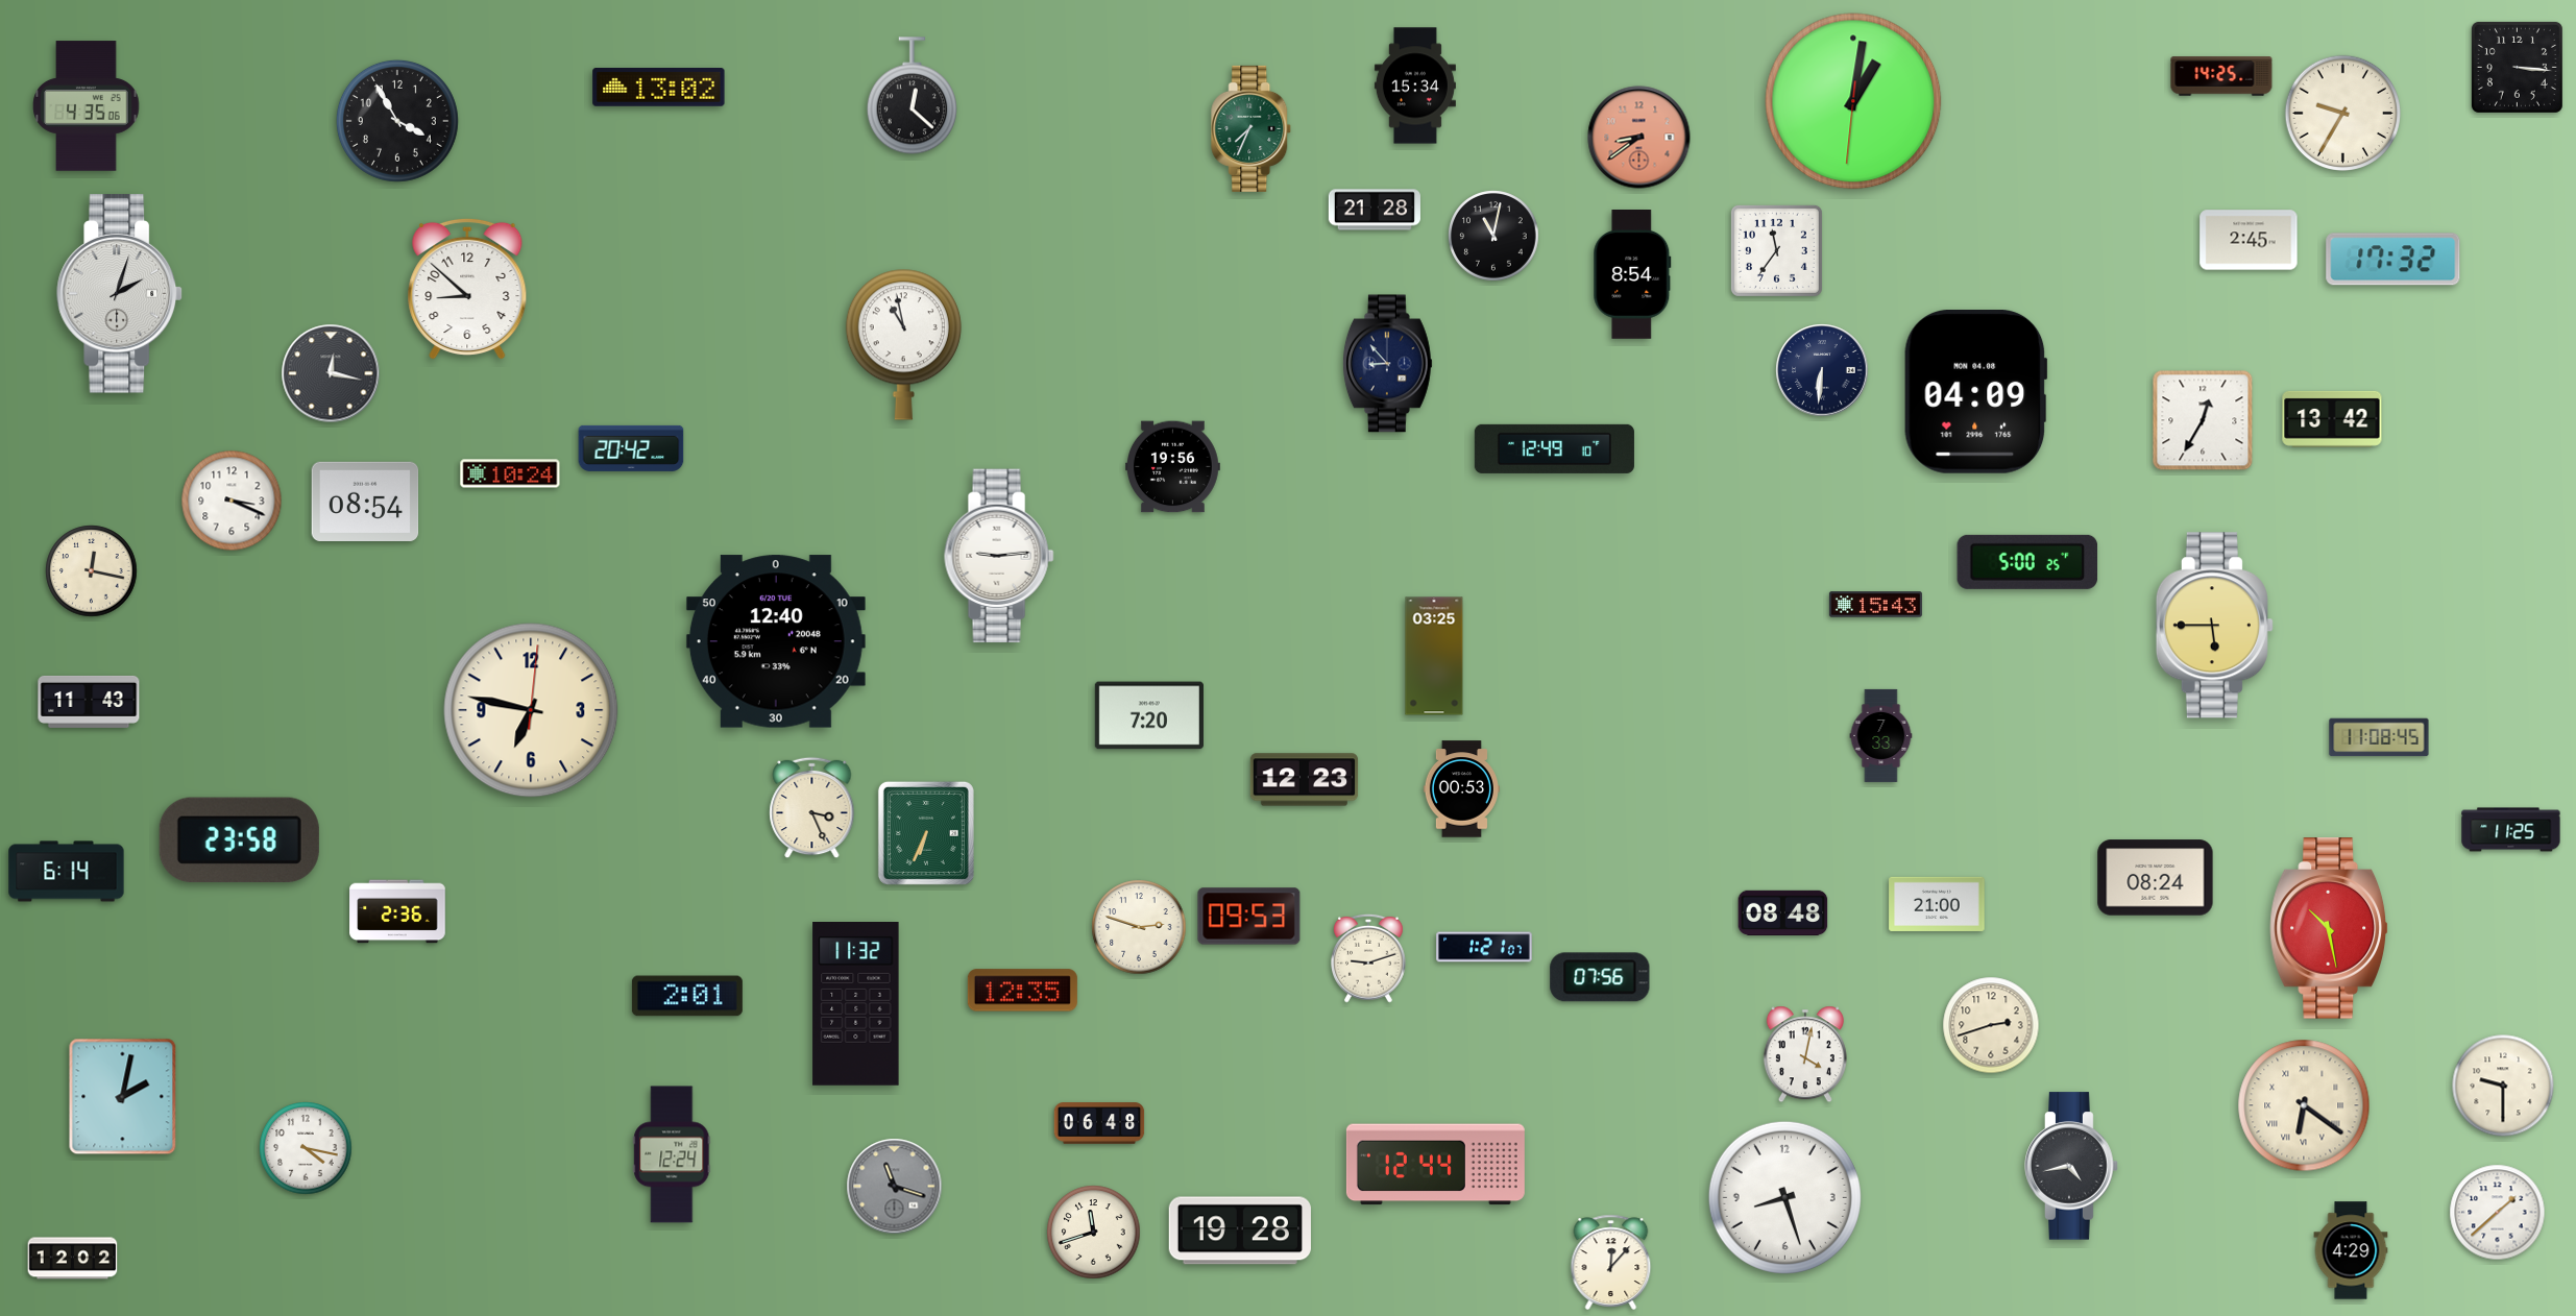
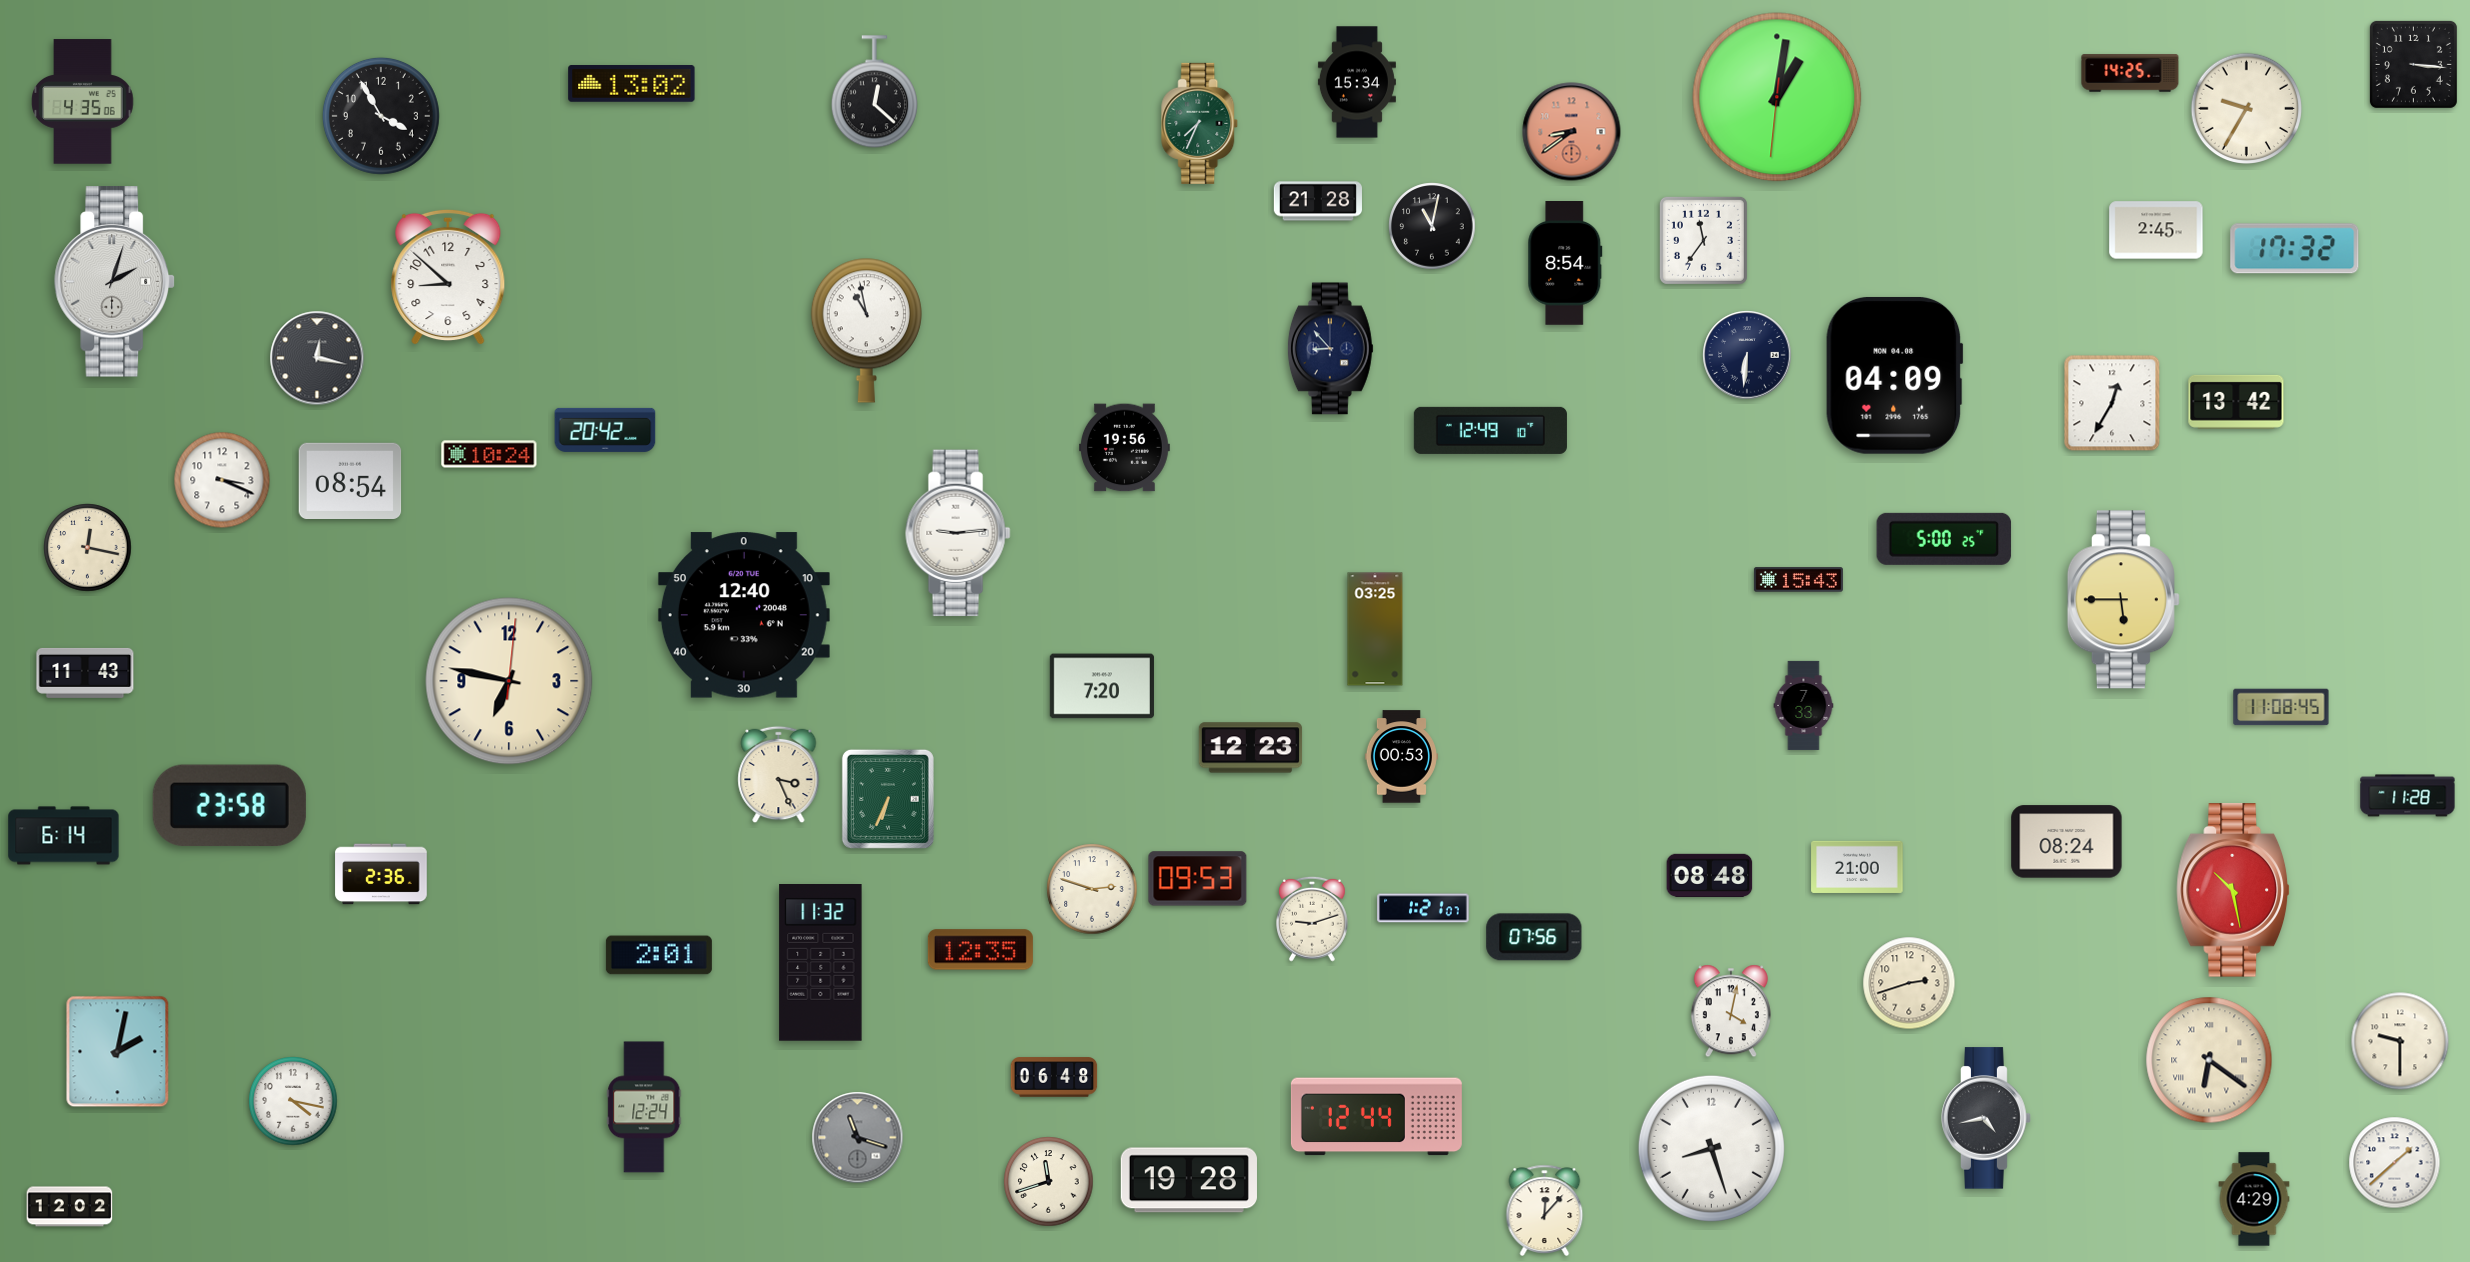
clock at (2511, 830): 11:25 -> 11:28
